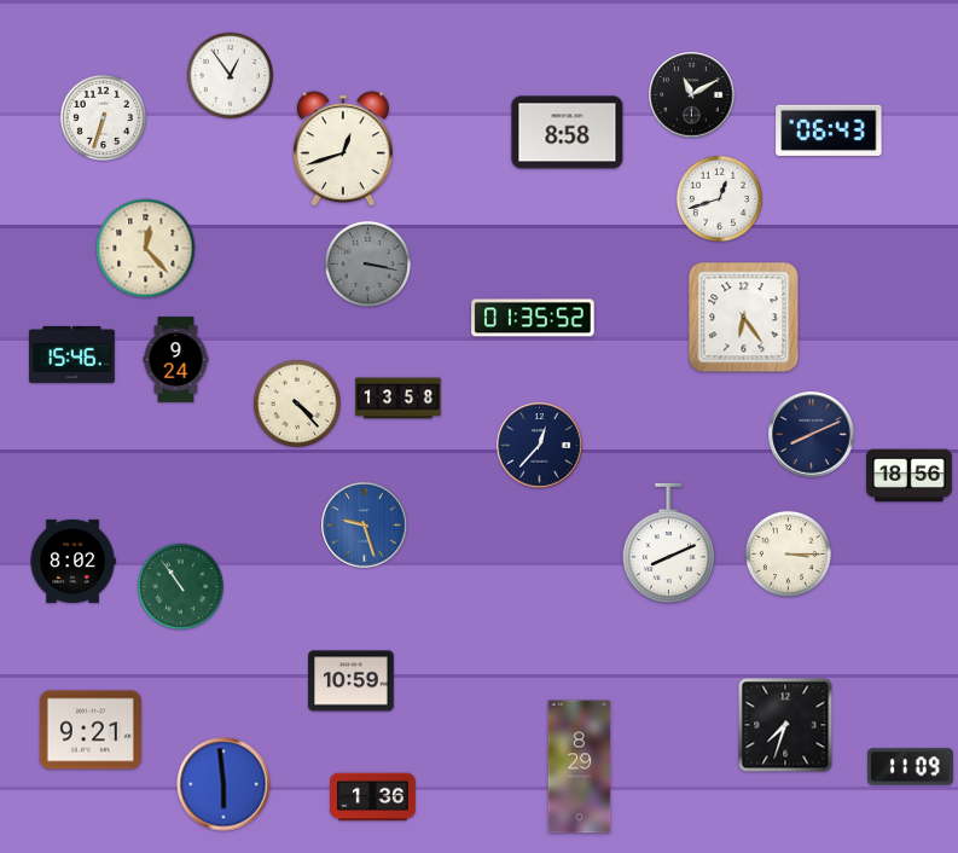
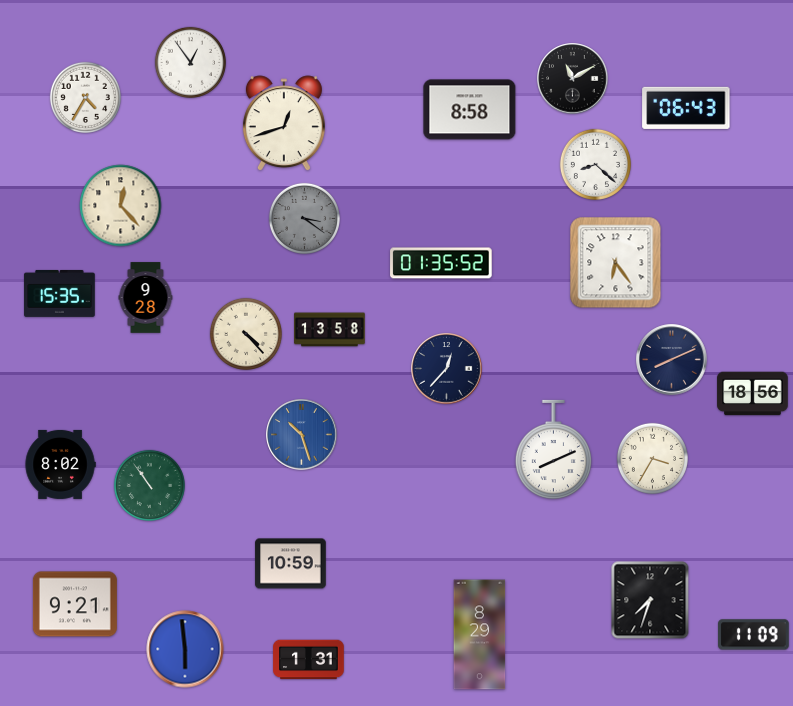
clock at (103, 117): 6:33 -> 4:35
clock at (719, 198): 12:42 -> 8:22
clock at (367, 263): 3:17 -> 3:21
clock at (72, 354): 15:46 -> 15:35
clock at (176, 360): 9:24 -> 9:28
clock at (365, 526): 9:27 -> 10:27
clock at (788, 553): 3:15 -> 3:35
clock at (373, 797): 1:36 -> 1:31
